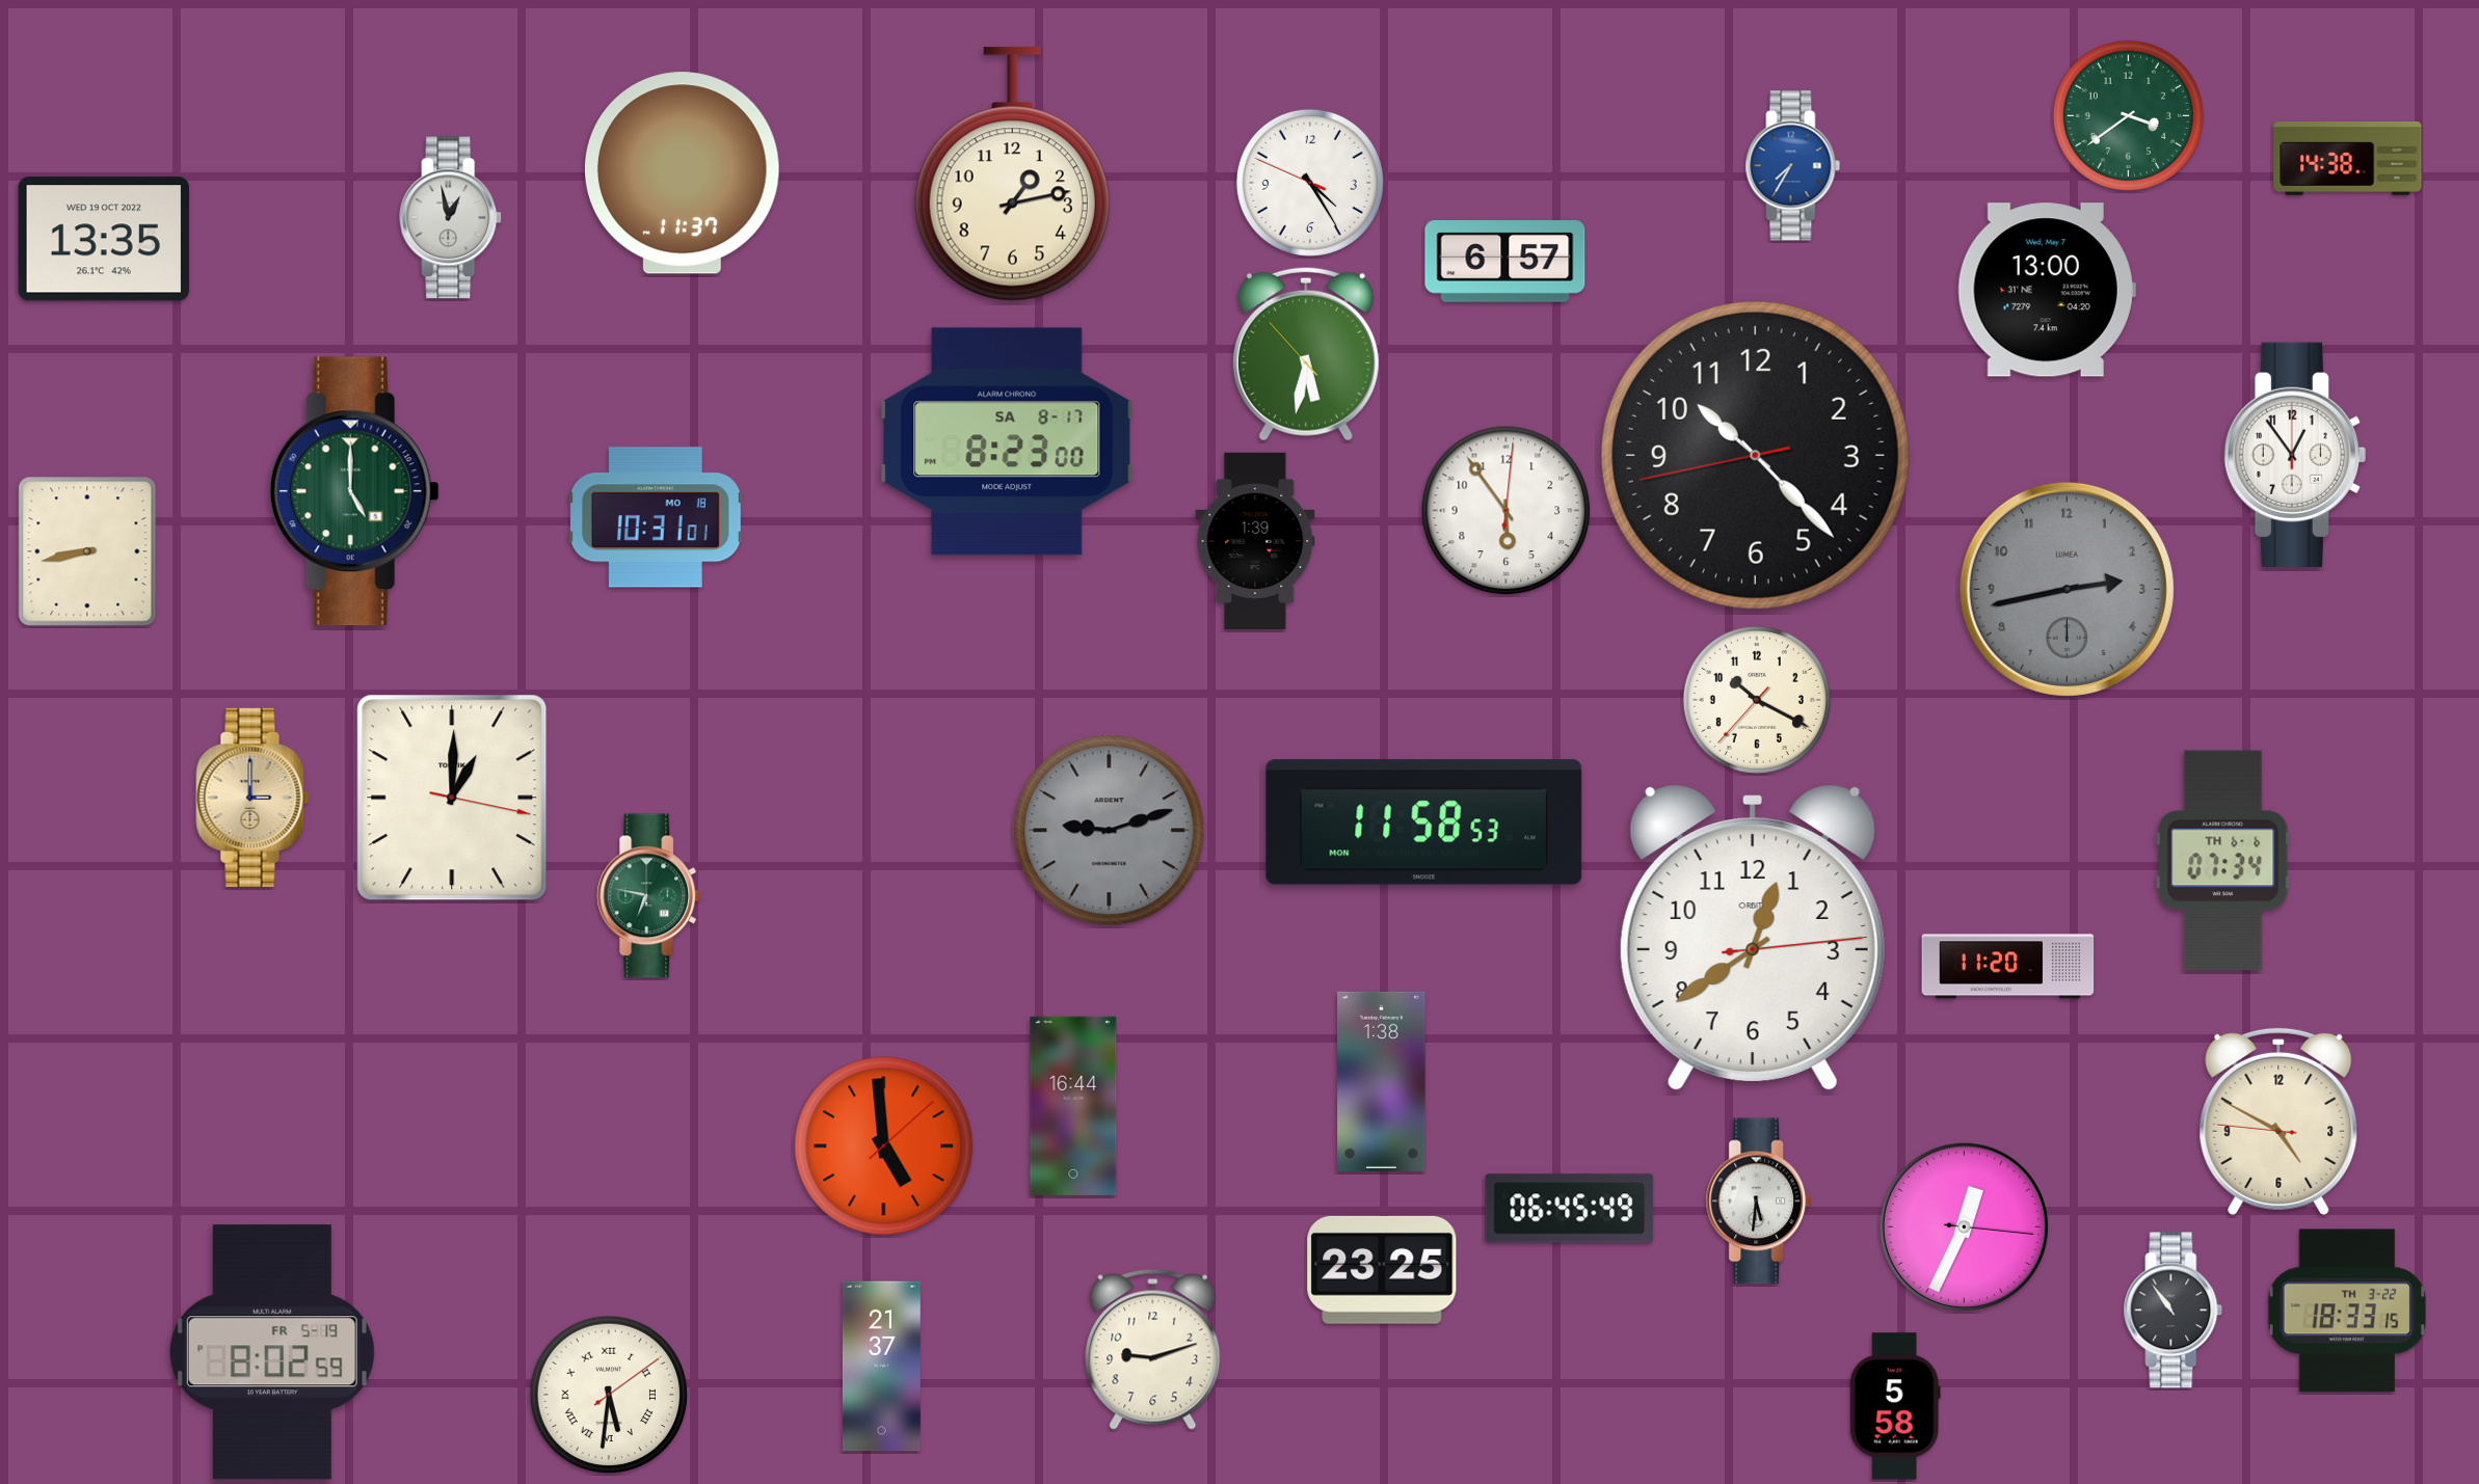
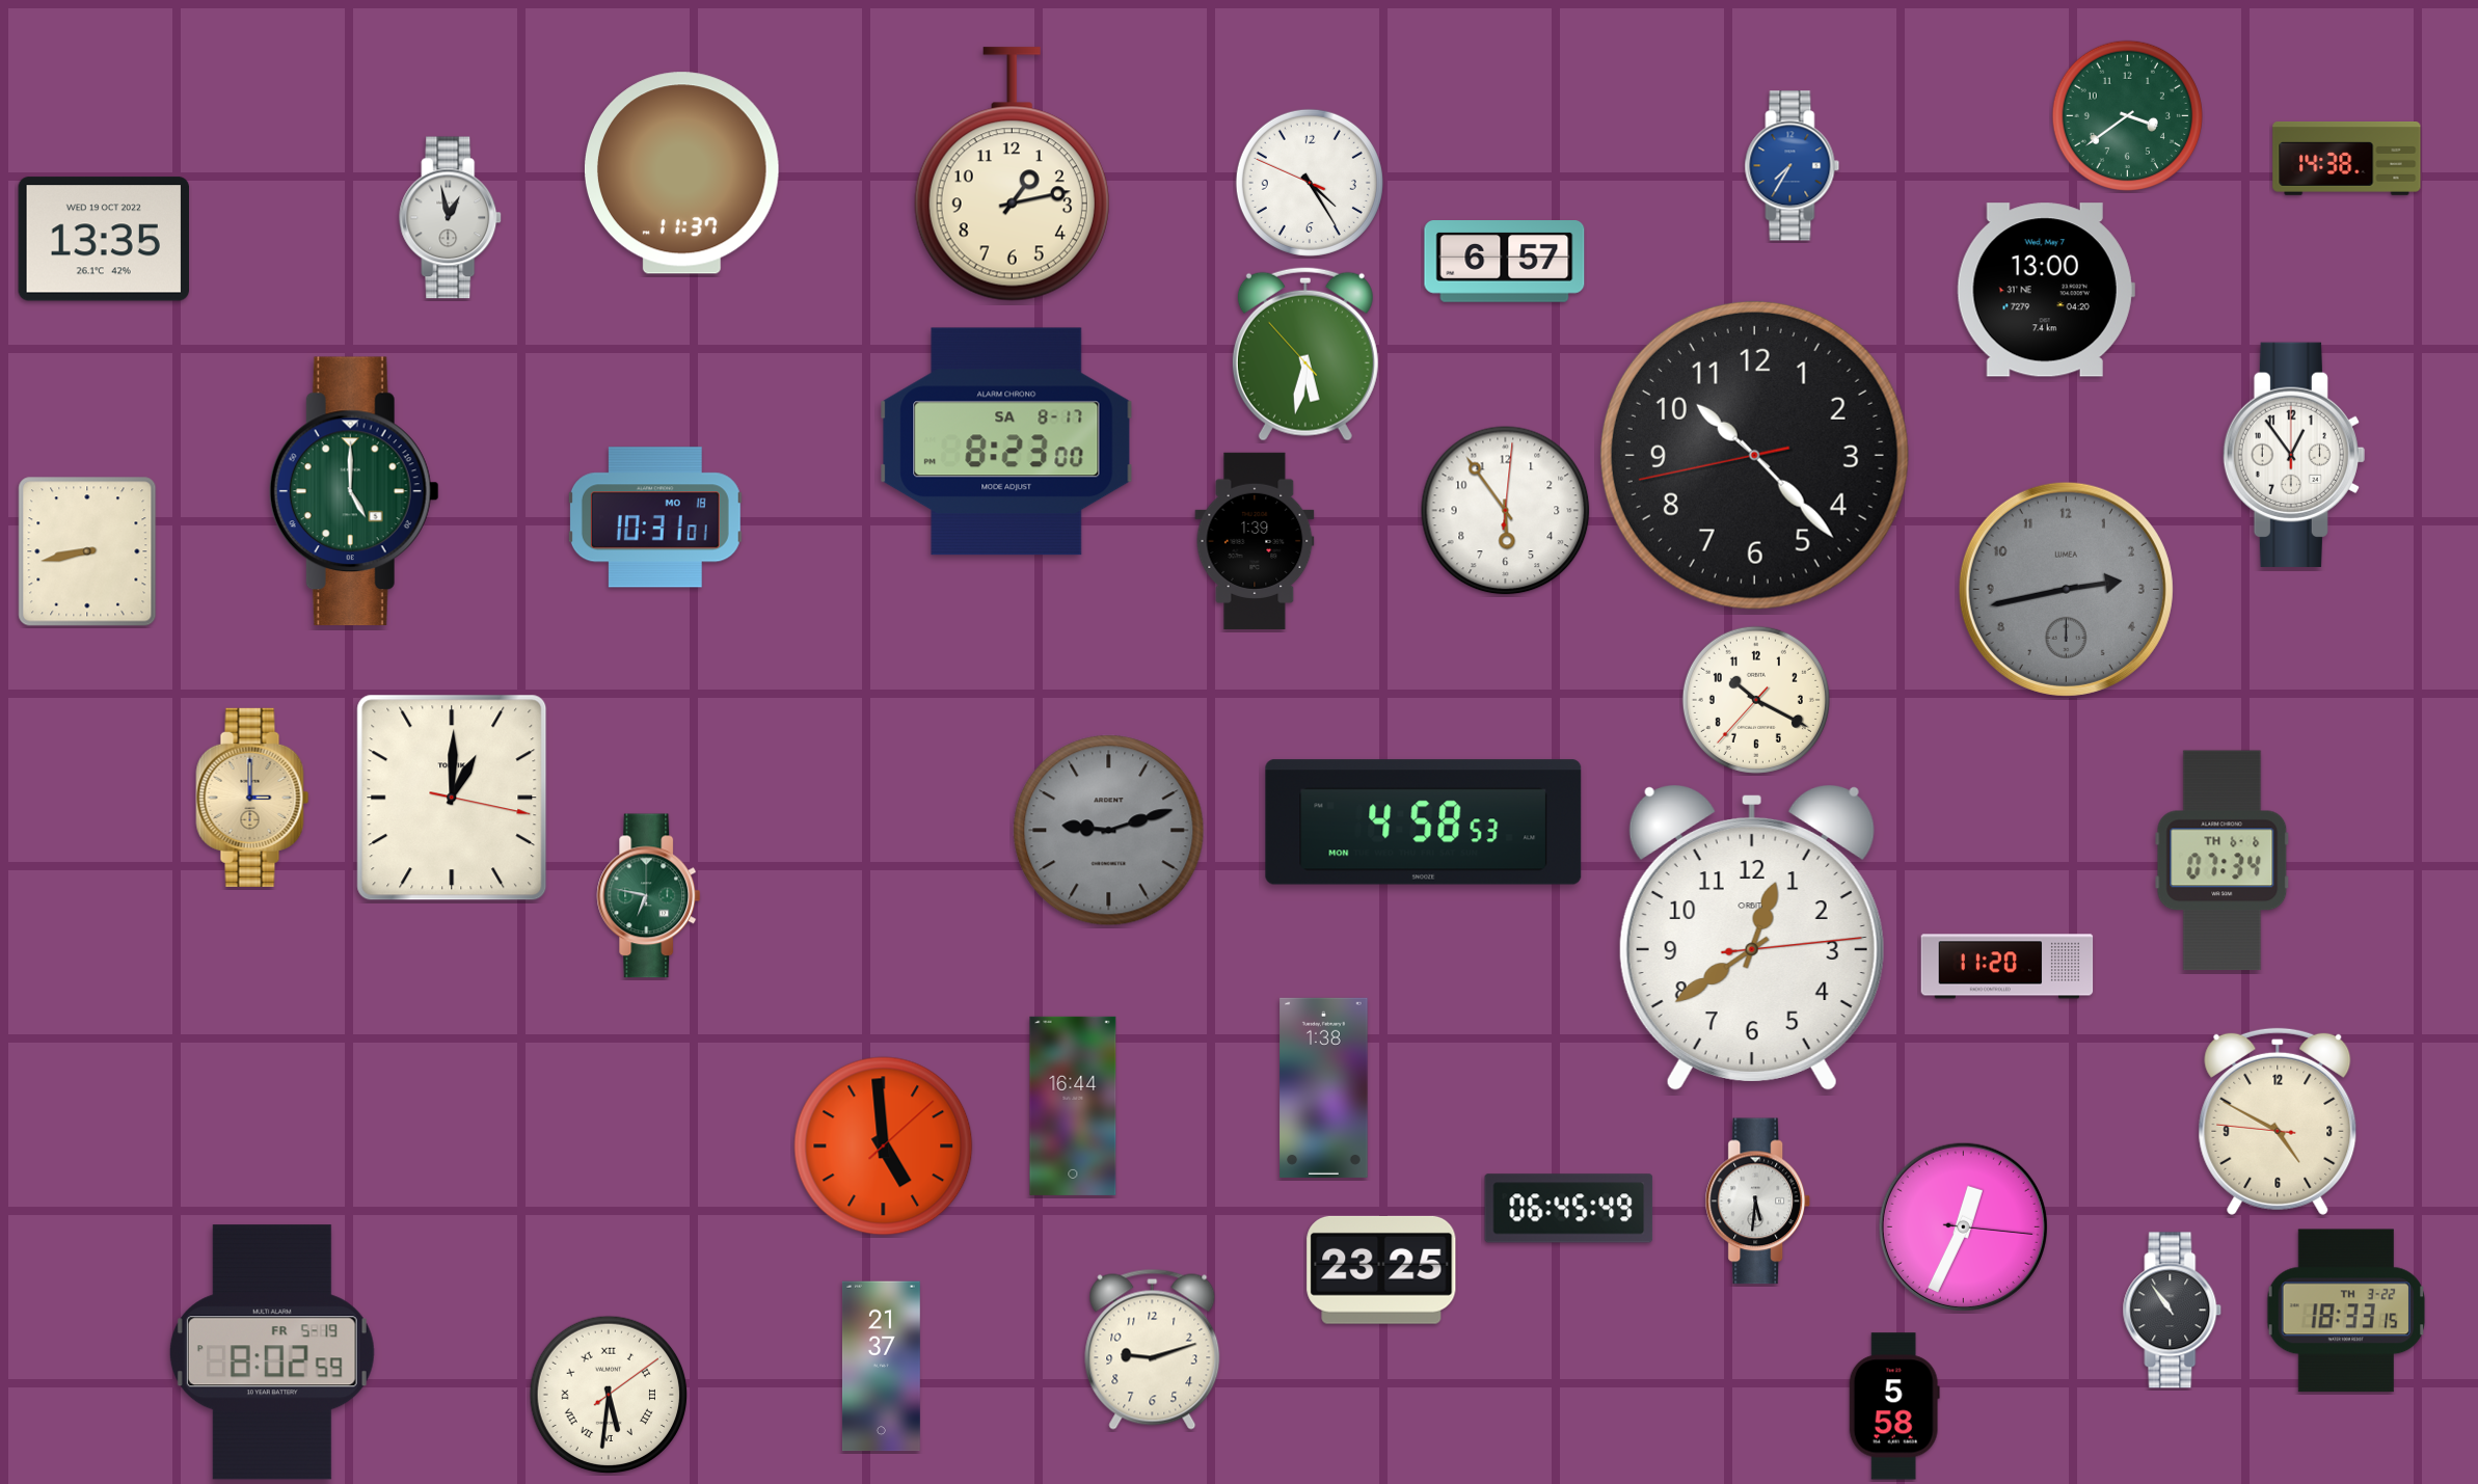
clock at (1424, 822): 11:58 -> 4:58
clock at (1382, 1081) position: (1382, 1081) -> (1324, 1087)
